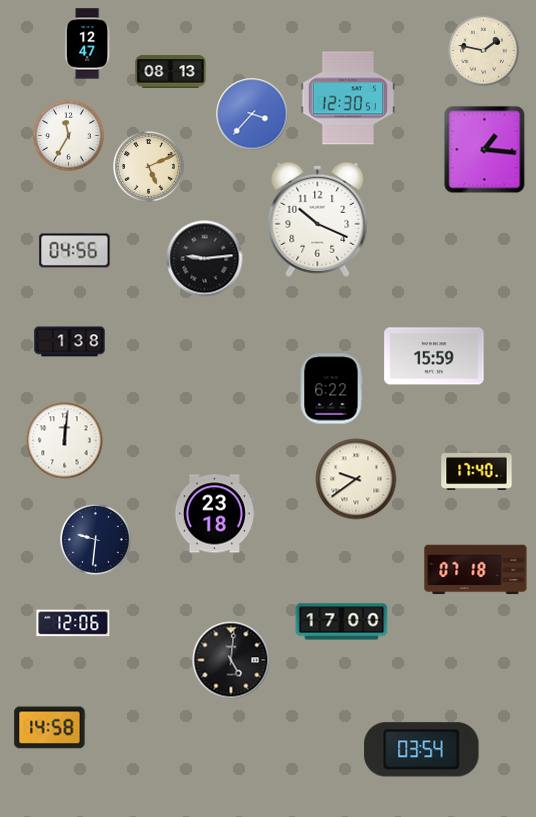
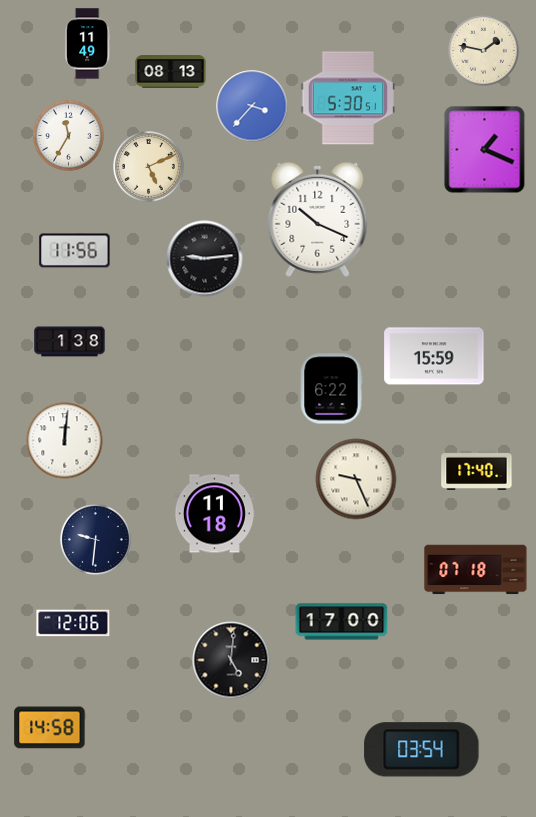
clock at (87, 44): 12:47 -> 11:49
clock at (348, 98): 12:30 -> 5:30
clock at (252, 114) position: (252, 114) -> (252, 106)
clock at (485, 150): 1:16 -> 1:19
clock at (75, 251): 04:56 -> 11:56
clock at (356, 479): 9:39 -> 9:26
clock at (214, 514): 23:18 -> 11:18
